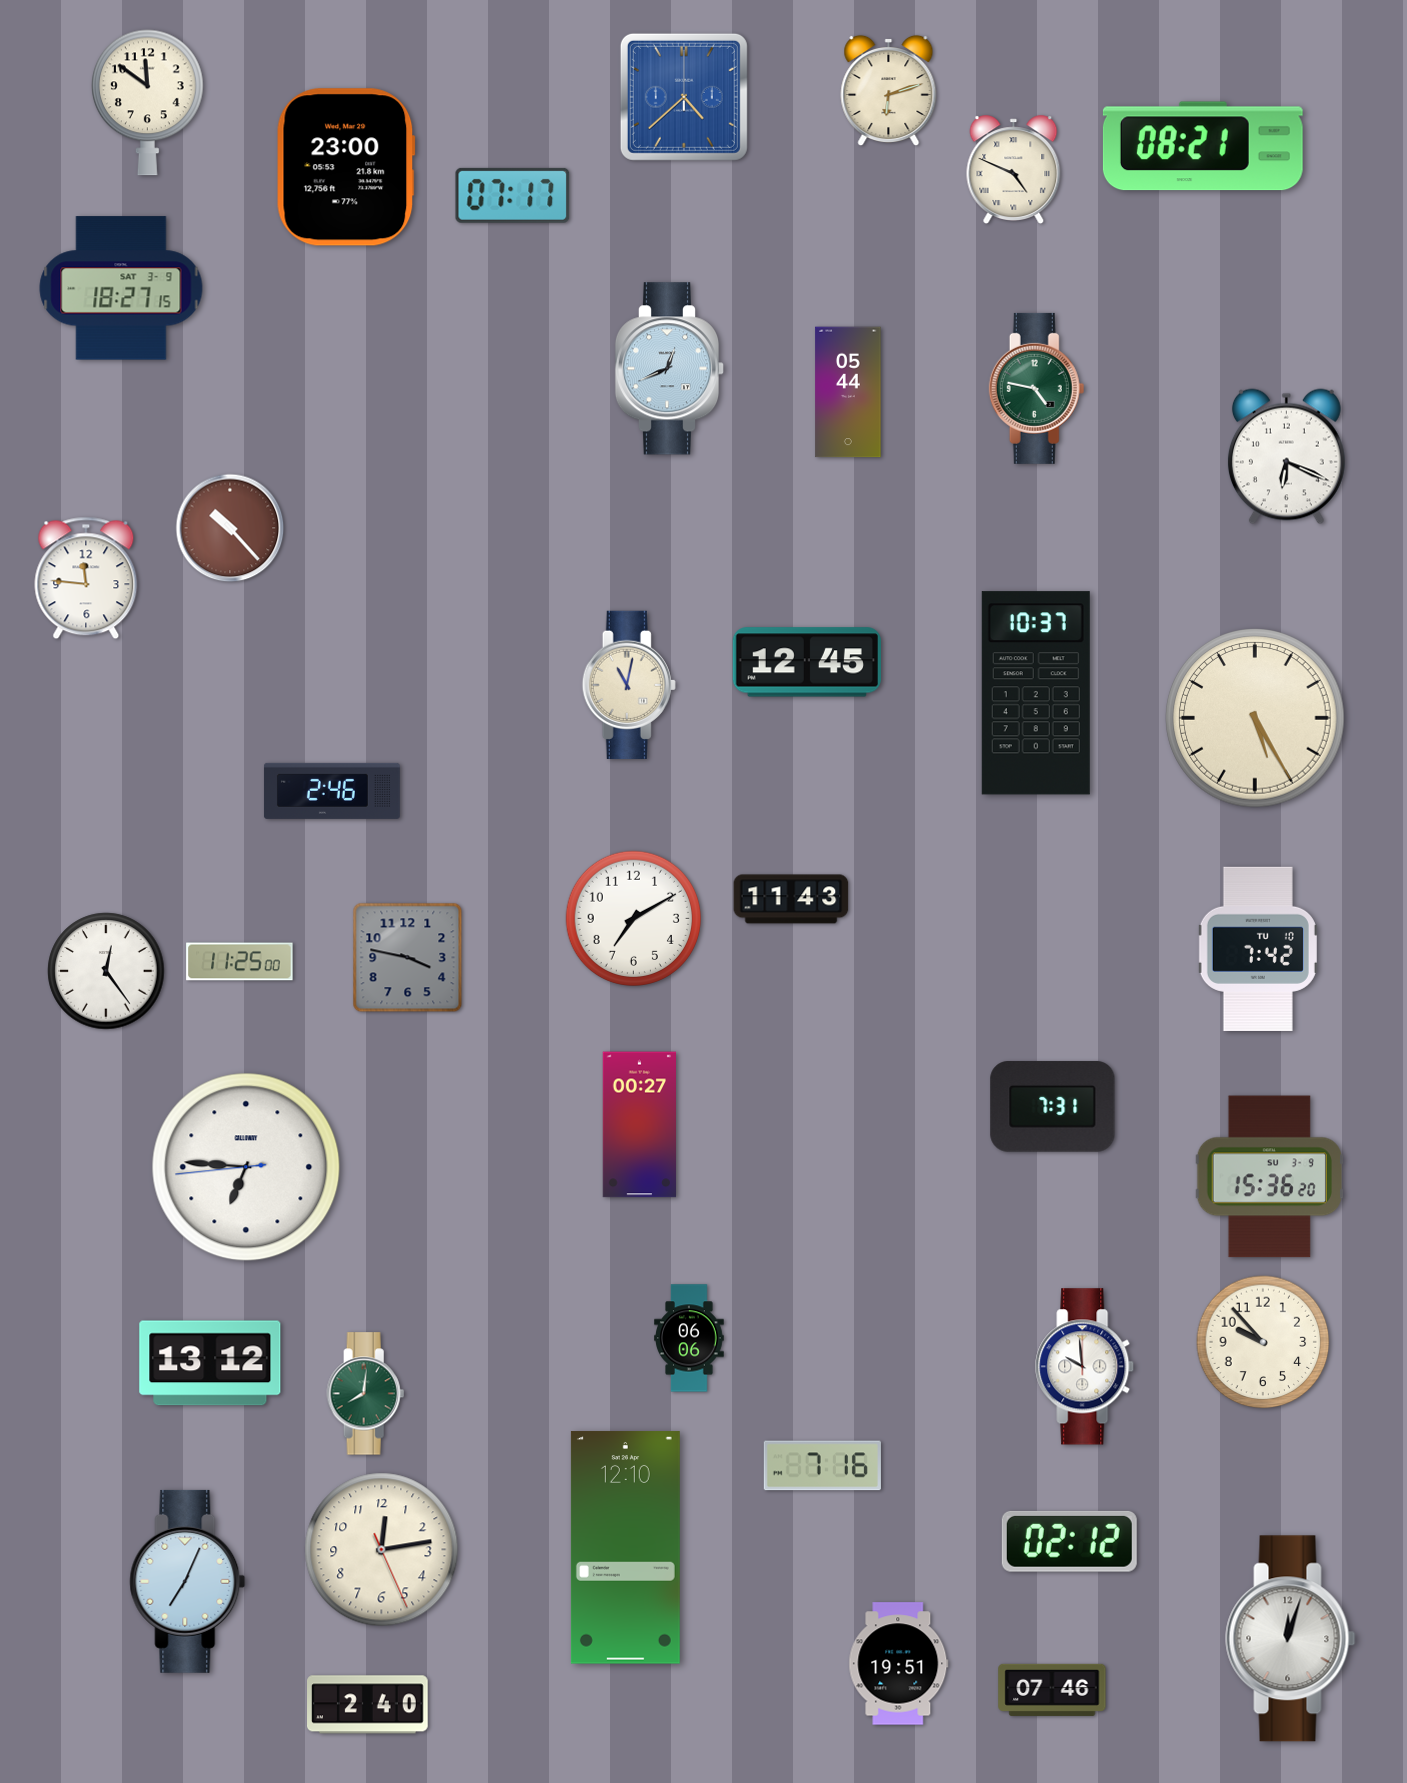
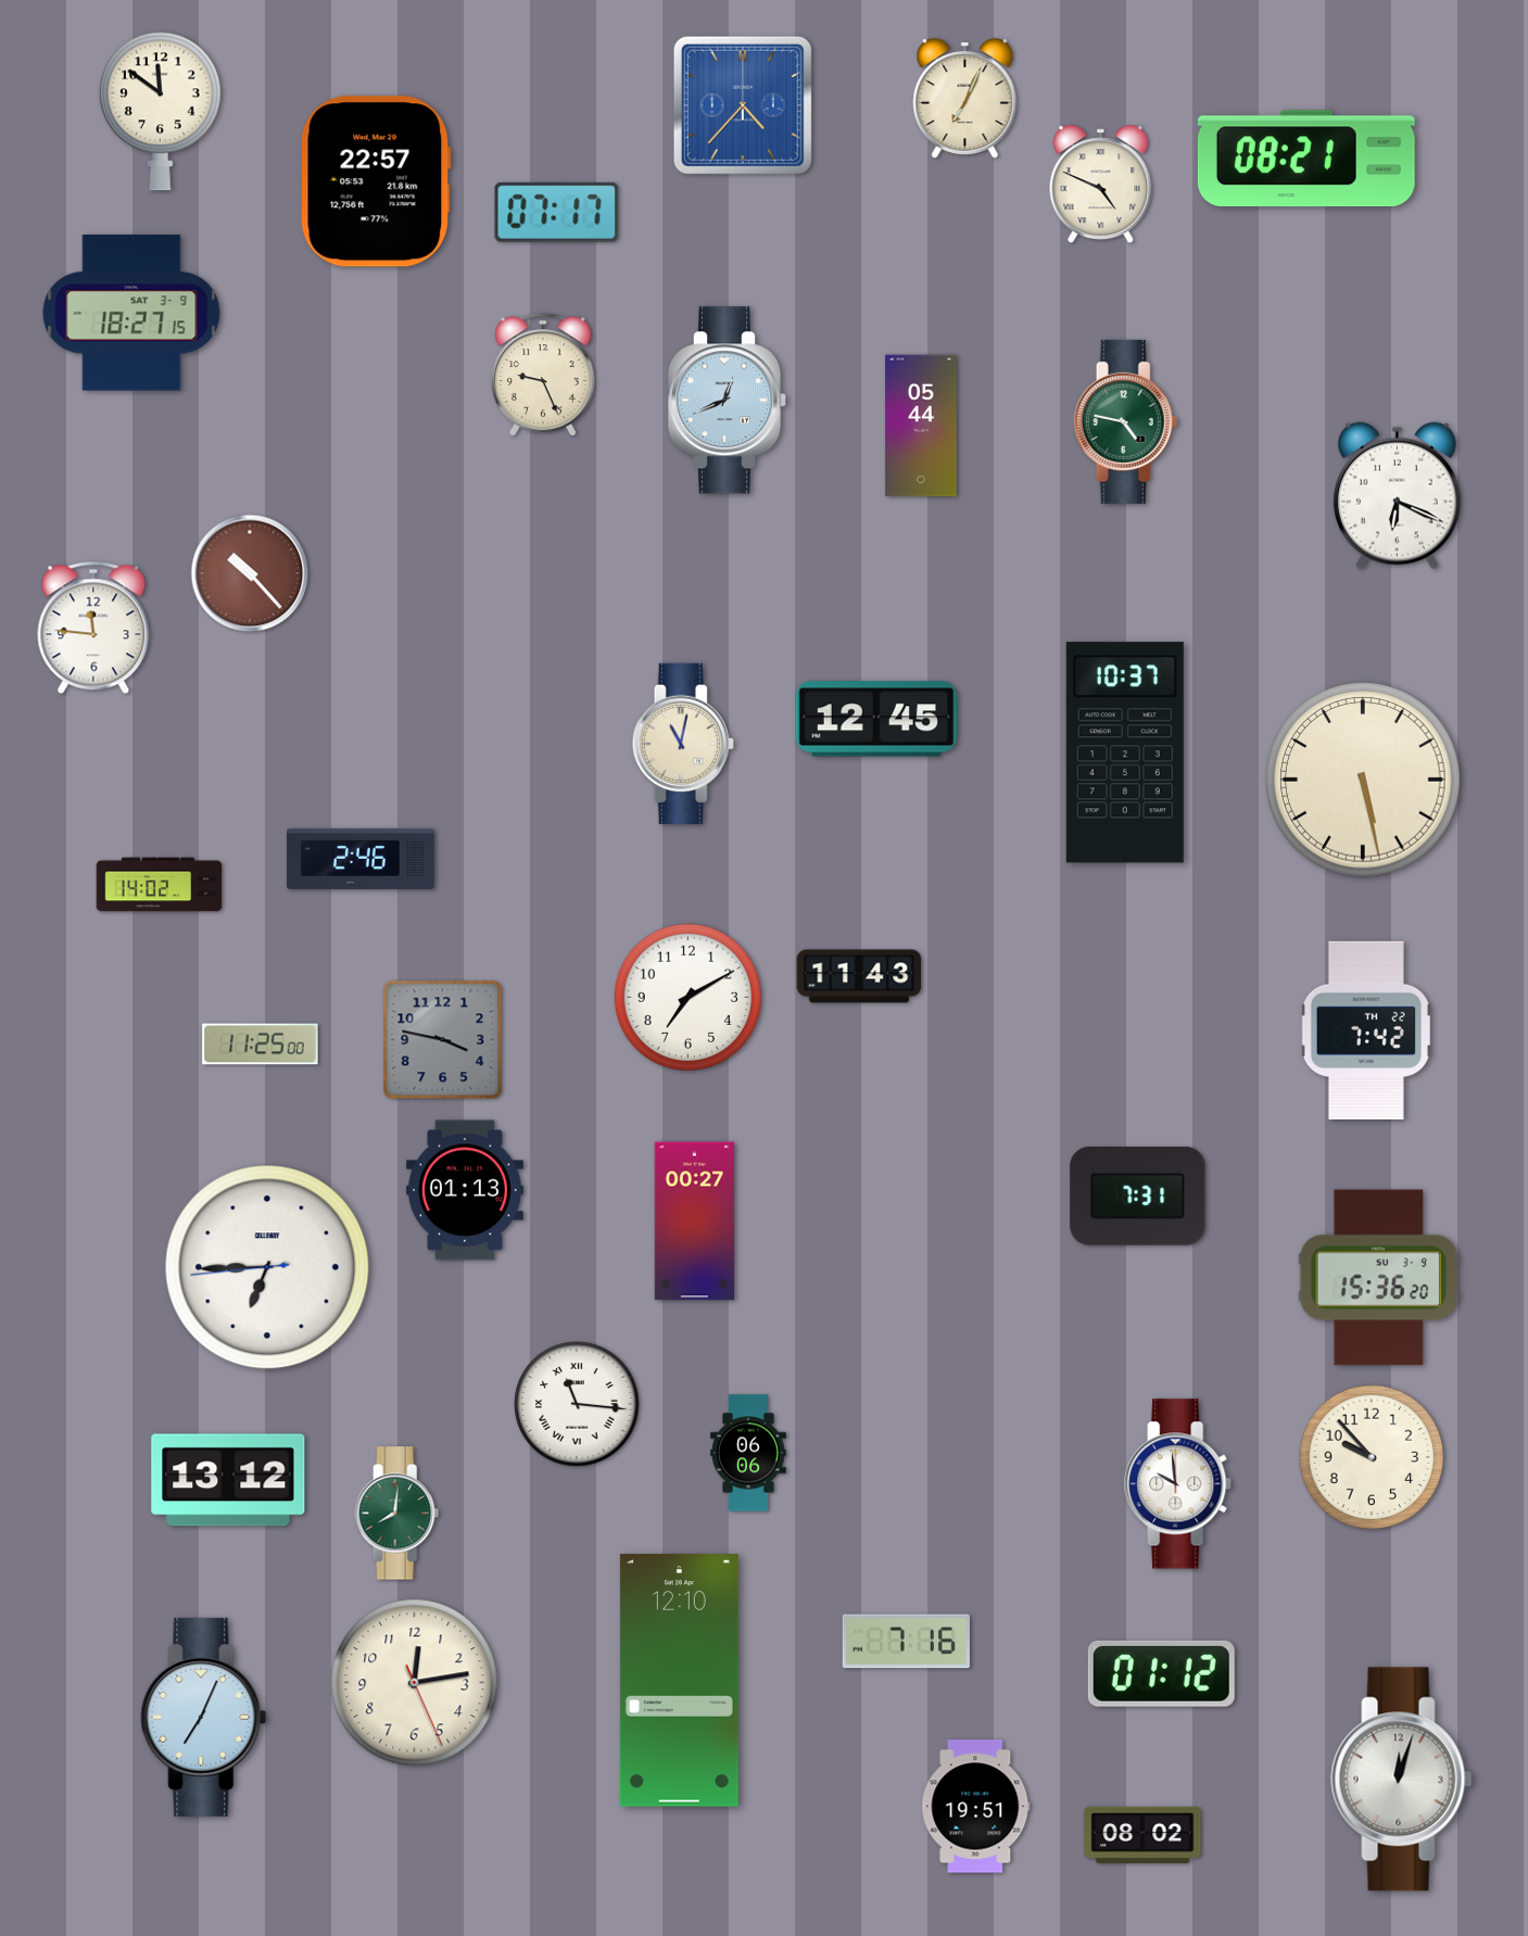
clock at (889, 91): 6:12 -> 7:04
clock at (684, 97): 4:38 -> 4:37
clock at (346, 167): 23:00 -> 22:57
clock at (544, 375): none -> 9:26
clock at (1255, 718): 5:25 -> 5:28
clock at (160, 885): none -> 14:02
clock at (1258, 949) date: TU 10 -> TH 22
clock at (106, 971): 12:24 -> none
clock at (465, 1190): none -> 01:13
clock at (1053, 1107) position: (1053, 1107) -> (1138, 1197)
clock at (246, 1167): 6:45 -> 6:44
clock at (577, 1404): none -> 11:16
clock at (822, 1466) position: (822, 1466) -> (906, 1642)
clock at (1069, 1541): 02:12 -> 01:12
clock at (1052, 1690): 07:46 -> 08:02
clock at (368, 1705): 2:40 -> none
